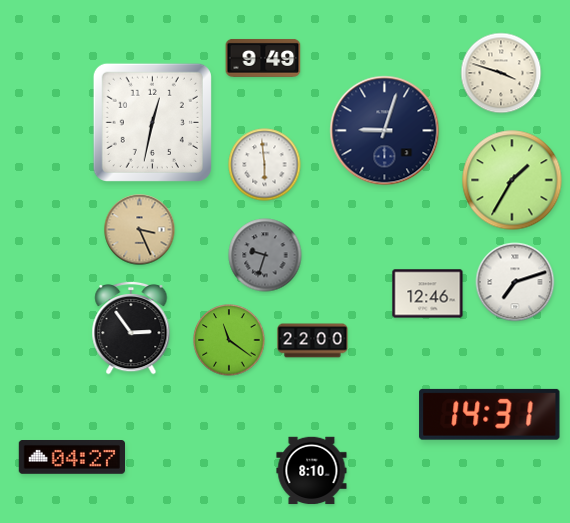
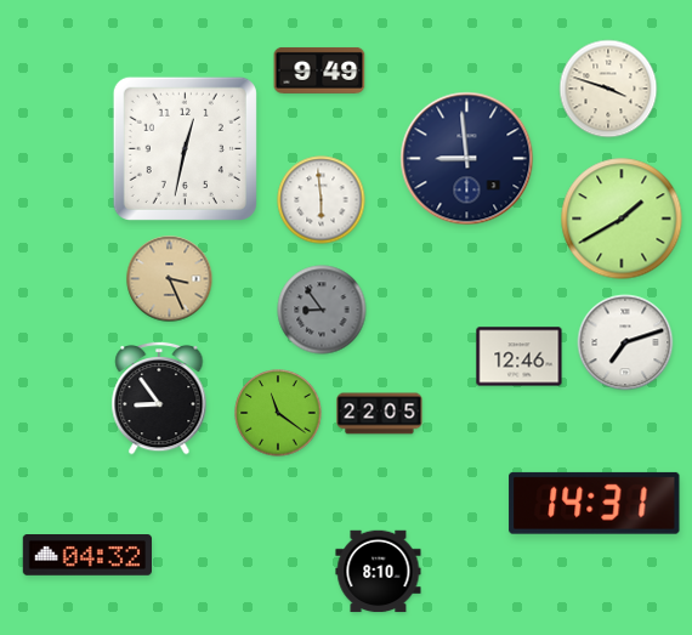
clock at (385, 131): 9:03 -> 8:59
clock at (512, 180): 1:35 -> 1:40
clock at (265, 255): 9:33 -> 8:54
clock at (131, 328): 2:54 -> 8:54
clock at (313, 341): 22:00 -> 22:05
clock at (71, 457): 04:27 -> 04:32
